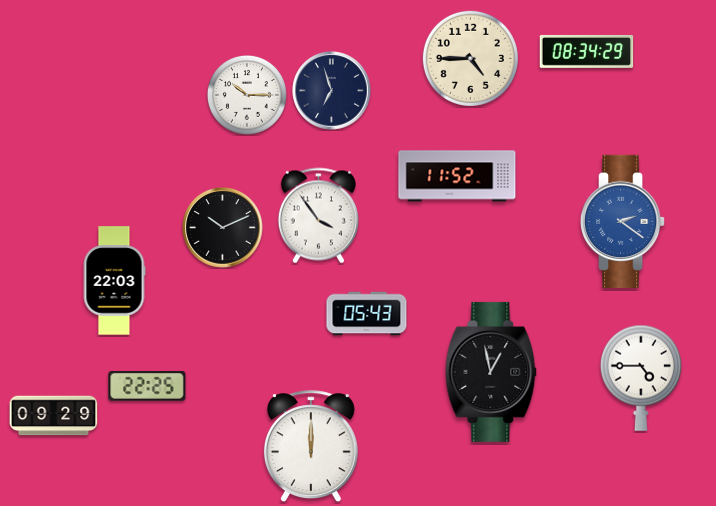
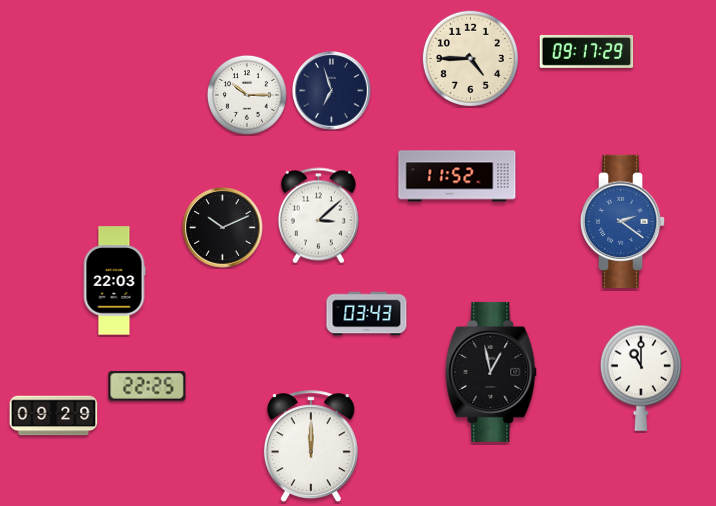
clock at (587, 51): 08:34 -> 09:17
clock at (318, 216): 3:54 -> 3:08
clock at (367, 314): 05:43 -> 03:43
clock at (641, 378): 4:45 -> 11:00
